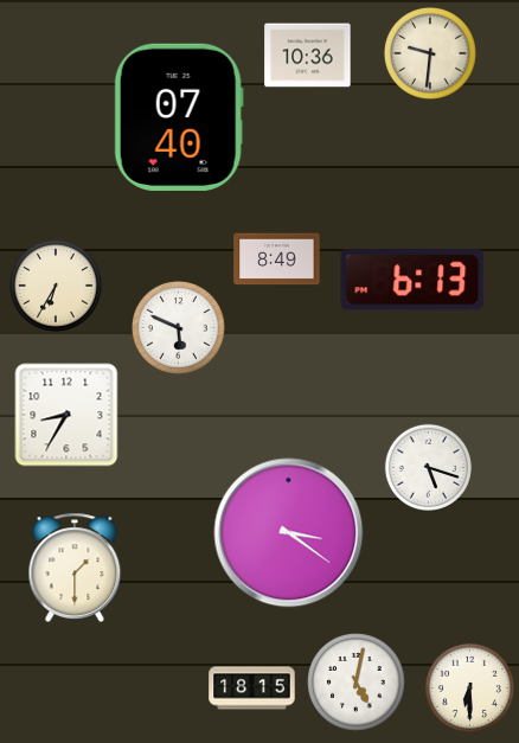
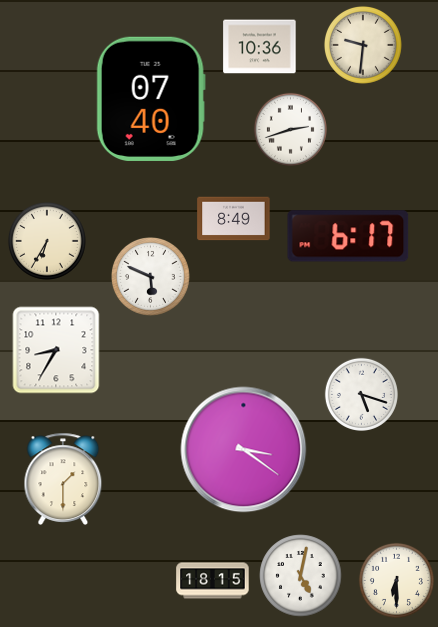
clock at (290, 129): none -> 2:42
clock at (412, 280): 6:13 -> 6:17
